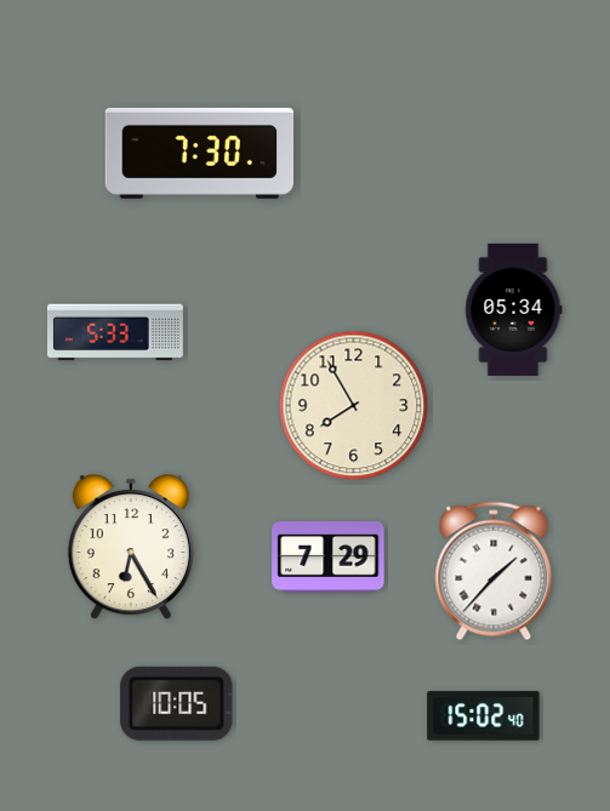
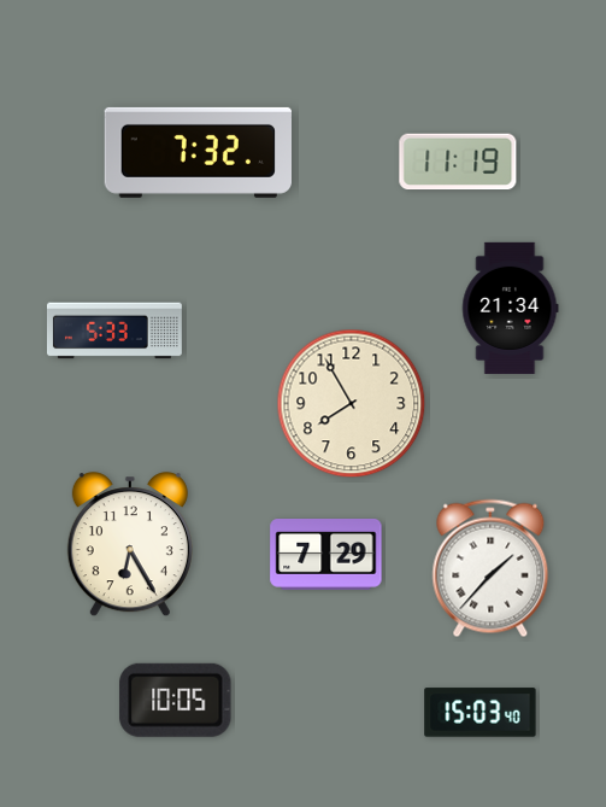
clock at (199, 153): 7:30 -> 7:32
clock at (458, 162): none -> 11:19
clock at (513, 309): 05:34 -> 21:34
clock at (484, 716): 15:02 -> 15:03
